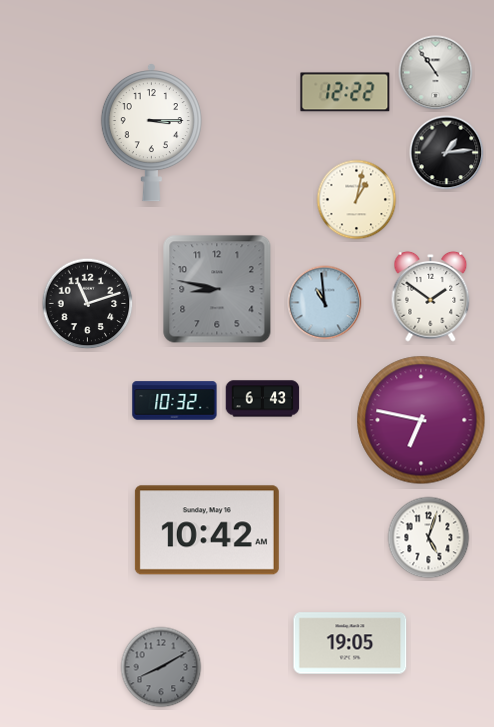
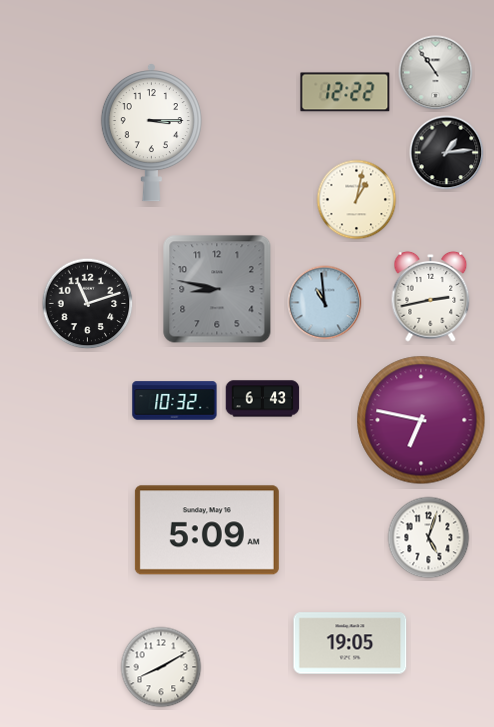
clock at (431, 296): 1:51 -> 2:43
clock at (207, 530): 10:42 -> 5:09
clock at (161, 667) dial: grey -> white
